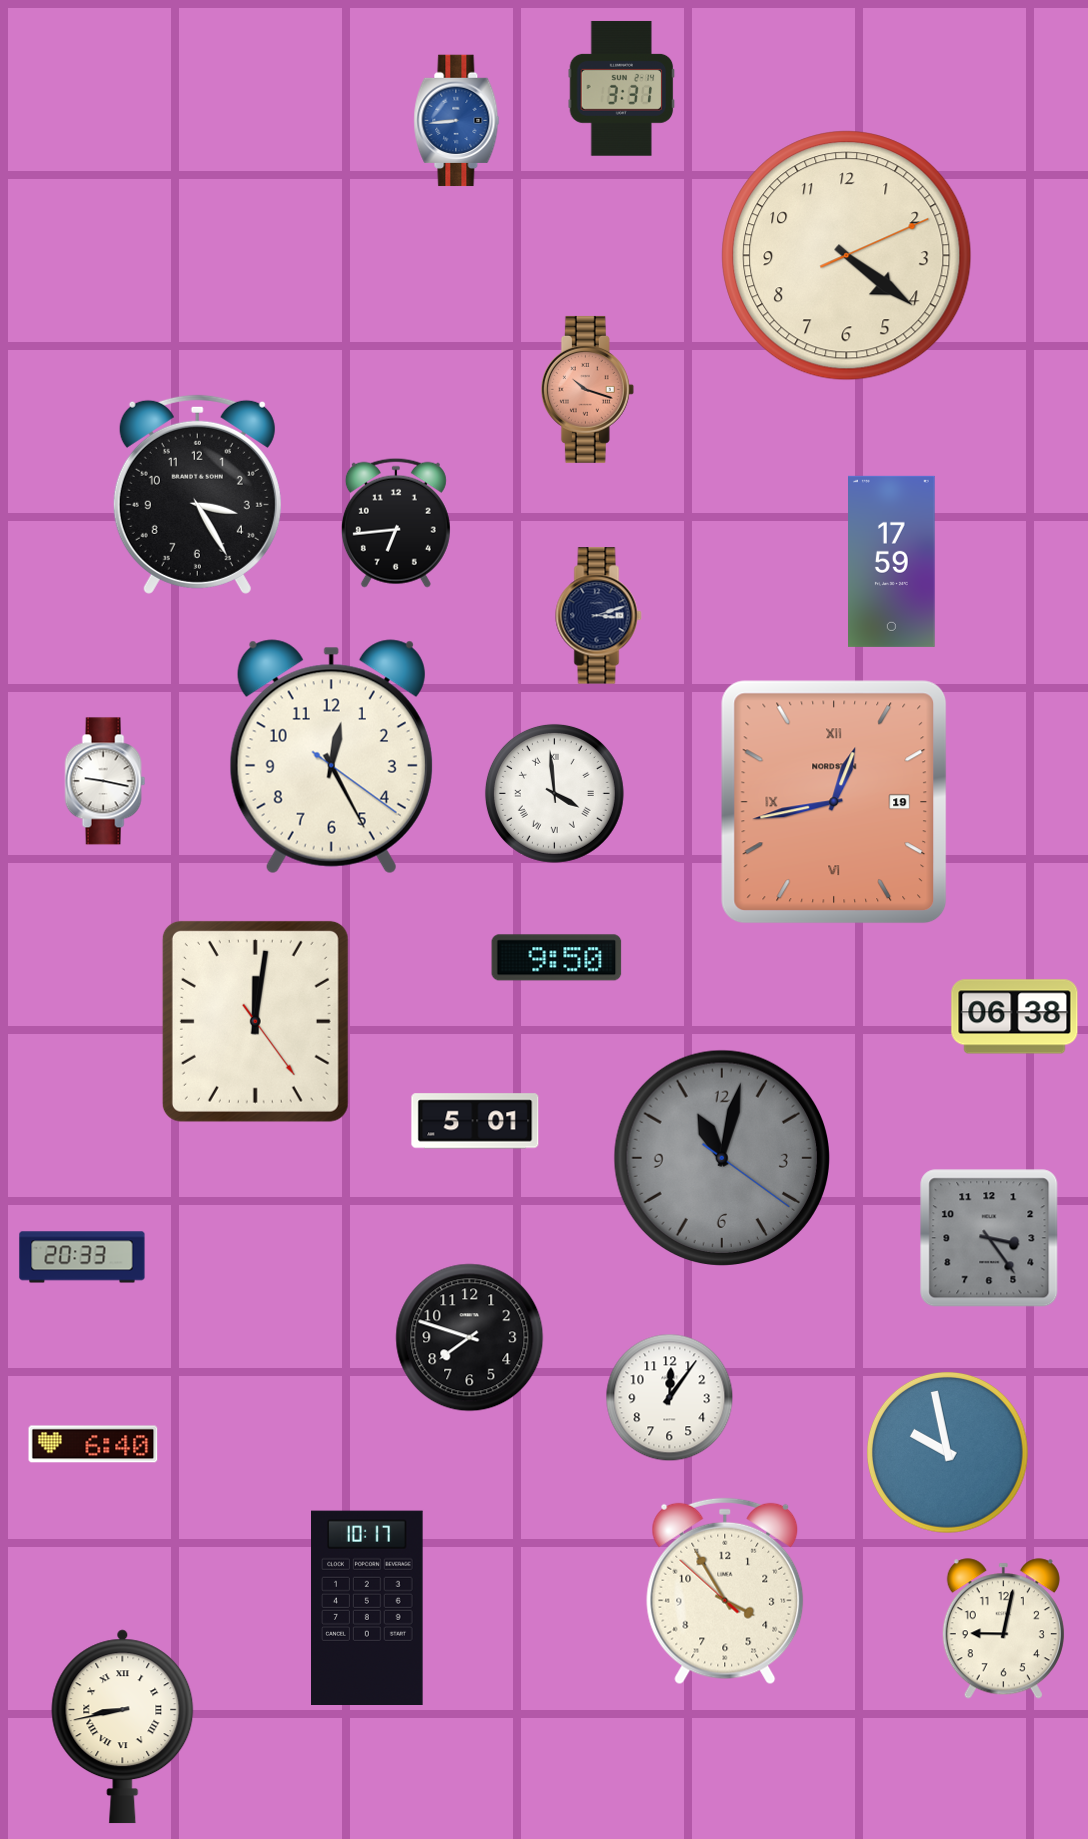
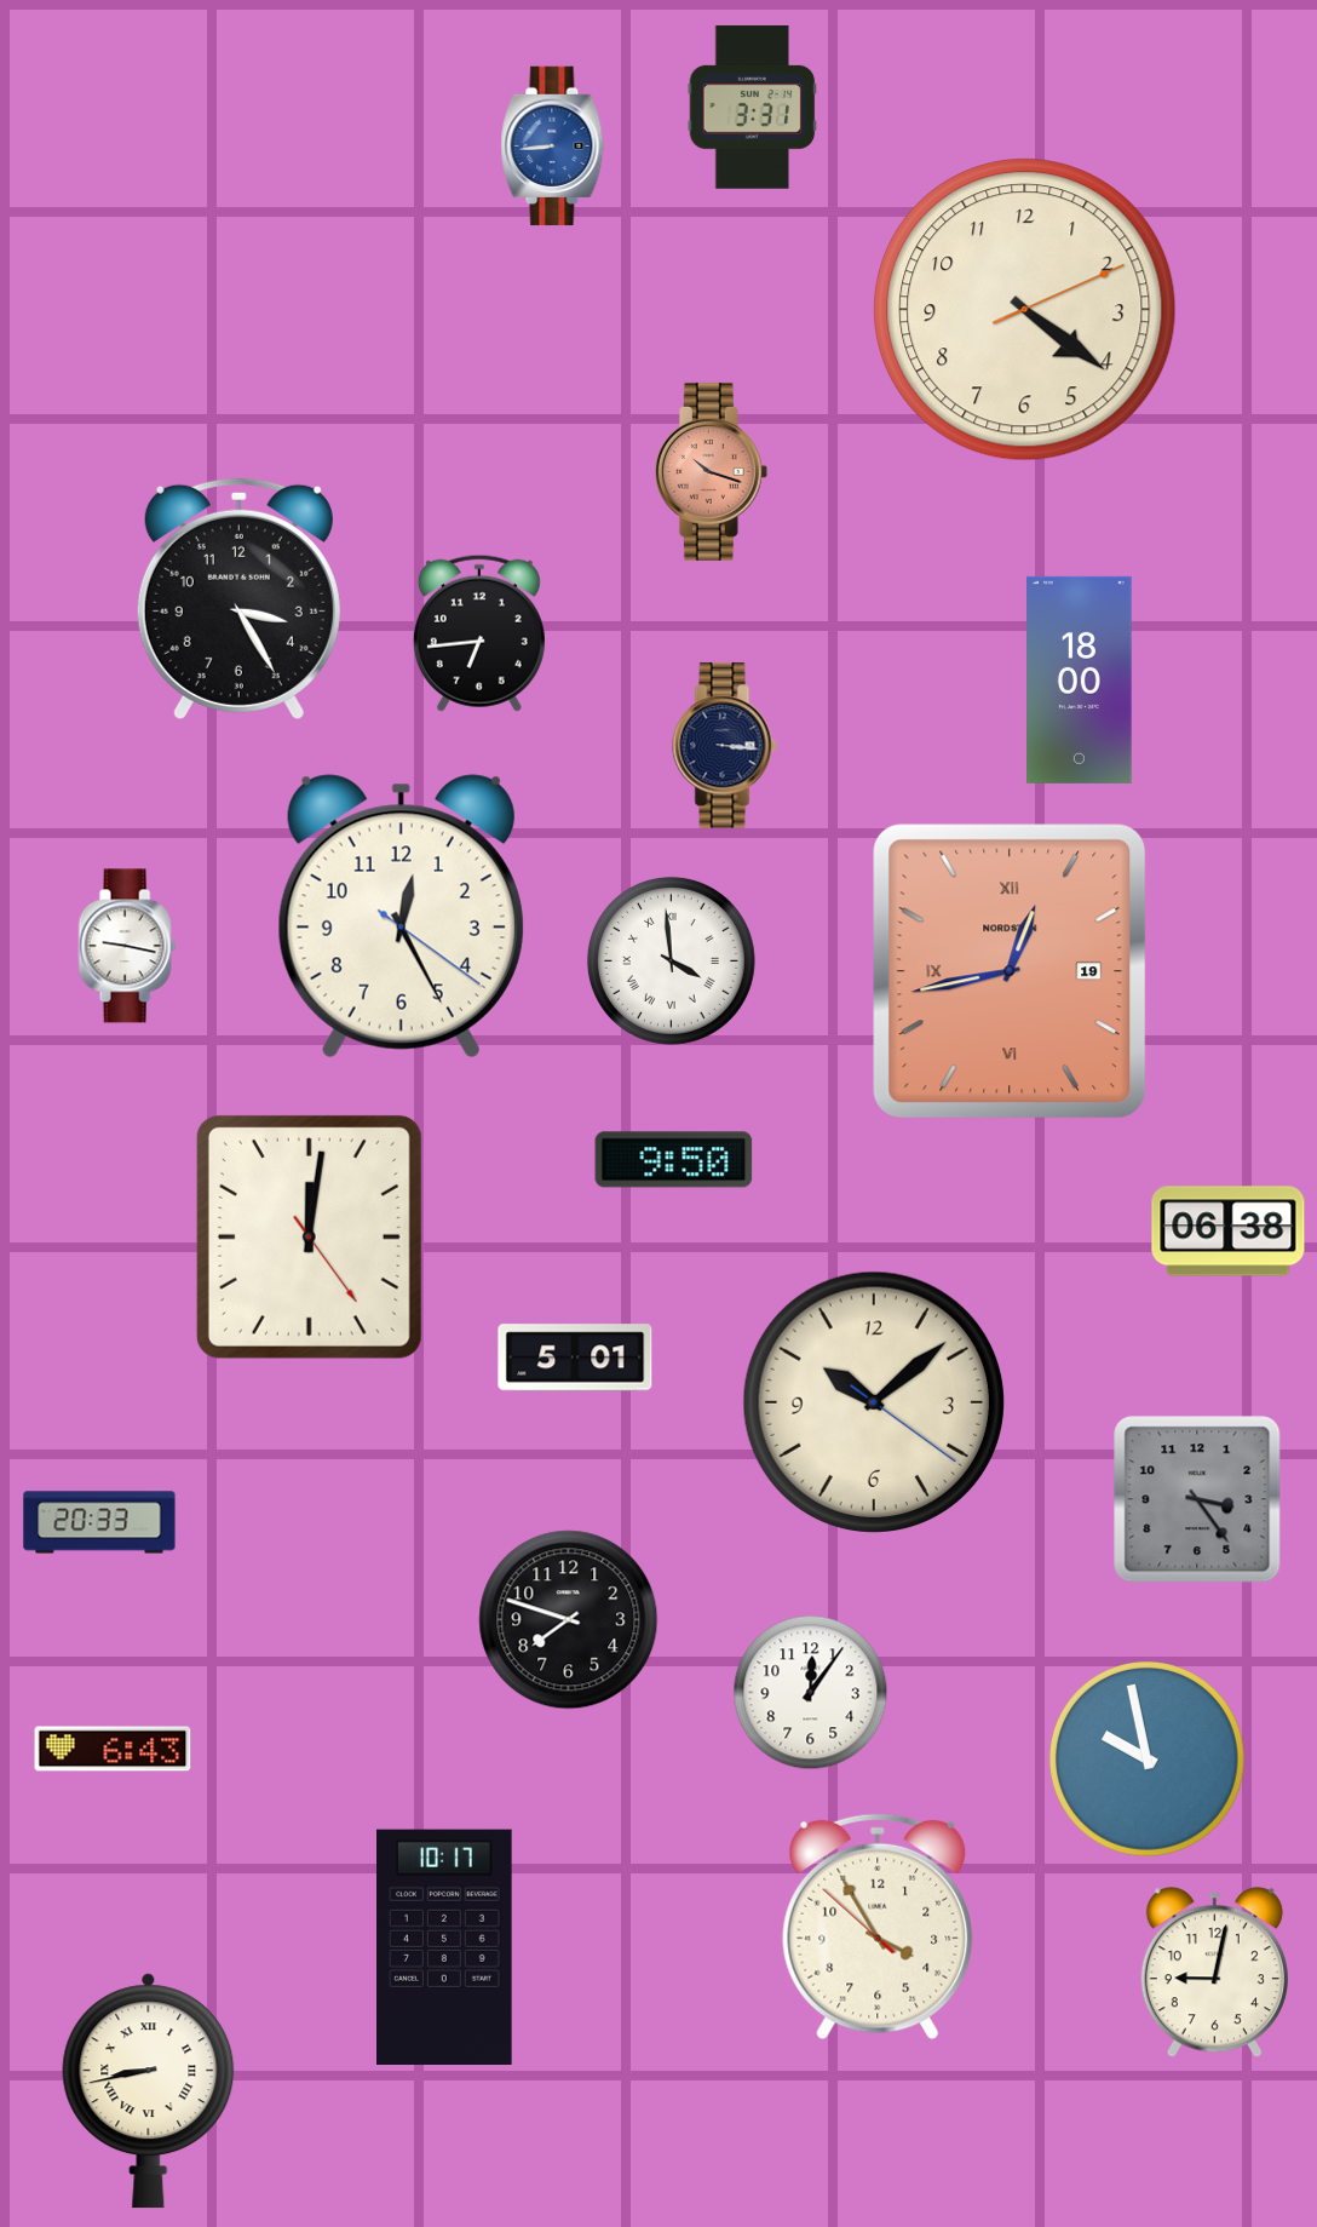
clock at (892, 561): 17:59 -> 18:00
clock at (599, 616): 3:12 -> 3:16
clock at (721, 1157): 11:02 -> 10:08
clock at (721, 1157) dial: grey -> cream
clock at (93, 1444): 6:40 -> 6:43
